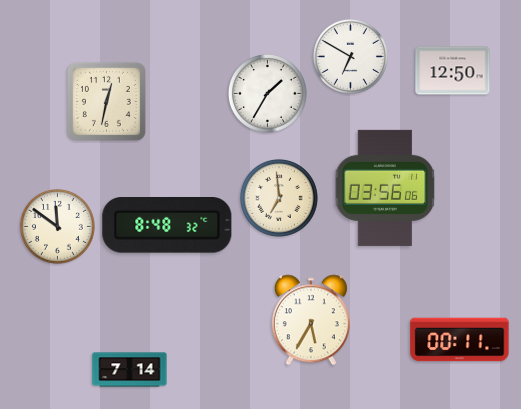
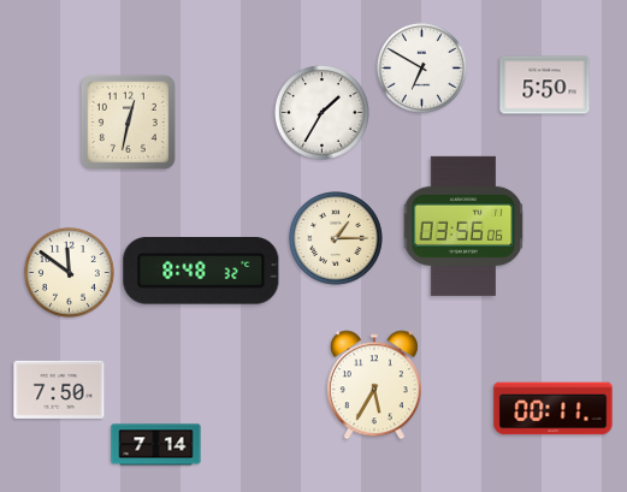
clock at (453, 71): 12:50 -> 5:50
clock at (279, 198): 6:59 -> 1:15
clock at (59, 390): none -> 7:50
